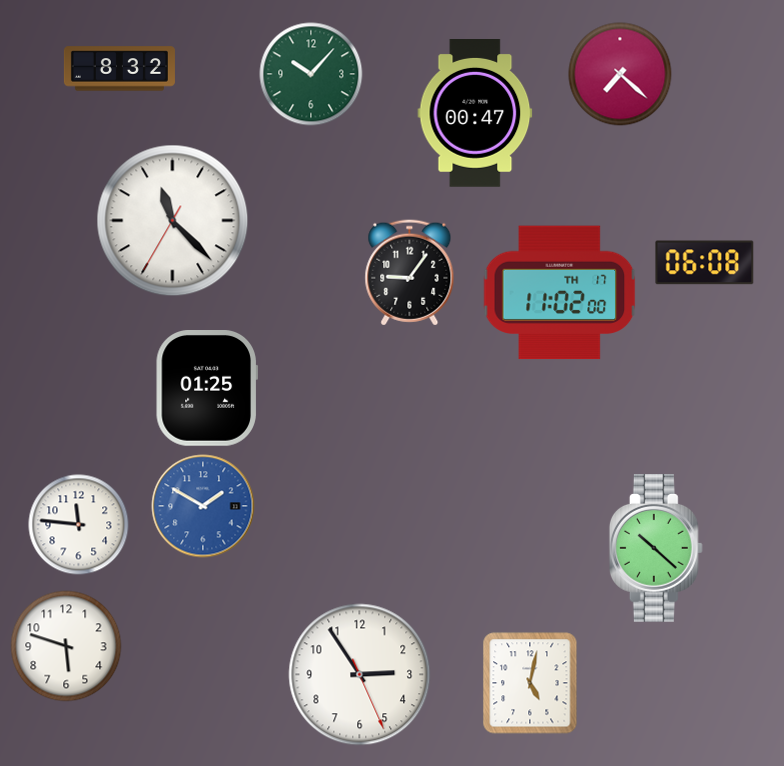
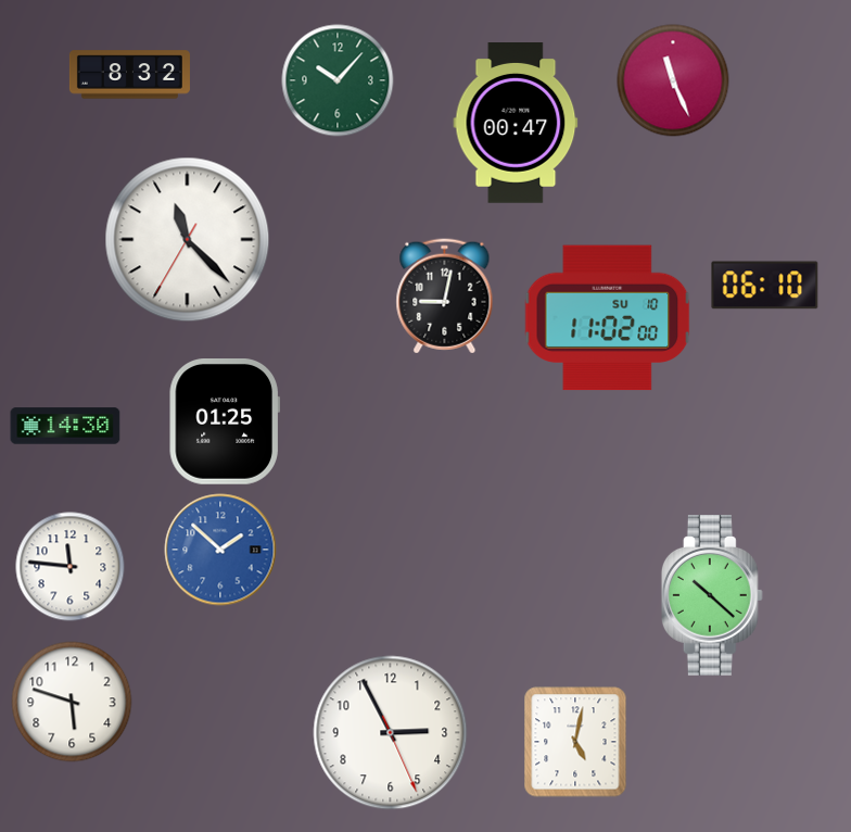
clock at (620, 74): 7:22 -> 11:26
clock at (705, 263): 06:08 -> 06:10
clock at (410, 273): 9:06 -> 9:02
clock at (560, 293) date: TH 17 -> SU 10
clock at (65, 426): none -> 14:30
clock at (203, 506): 1:50 -> 1:52
clock at (79, 525) position: (79, 525) -> (71, 567)
clock at (360, 675): 2:54 -> 2:55
